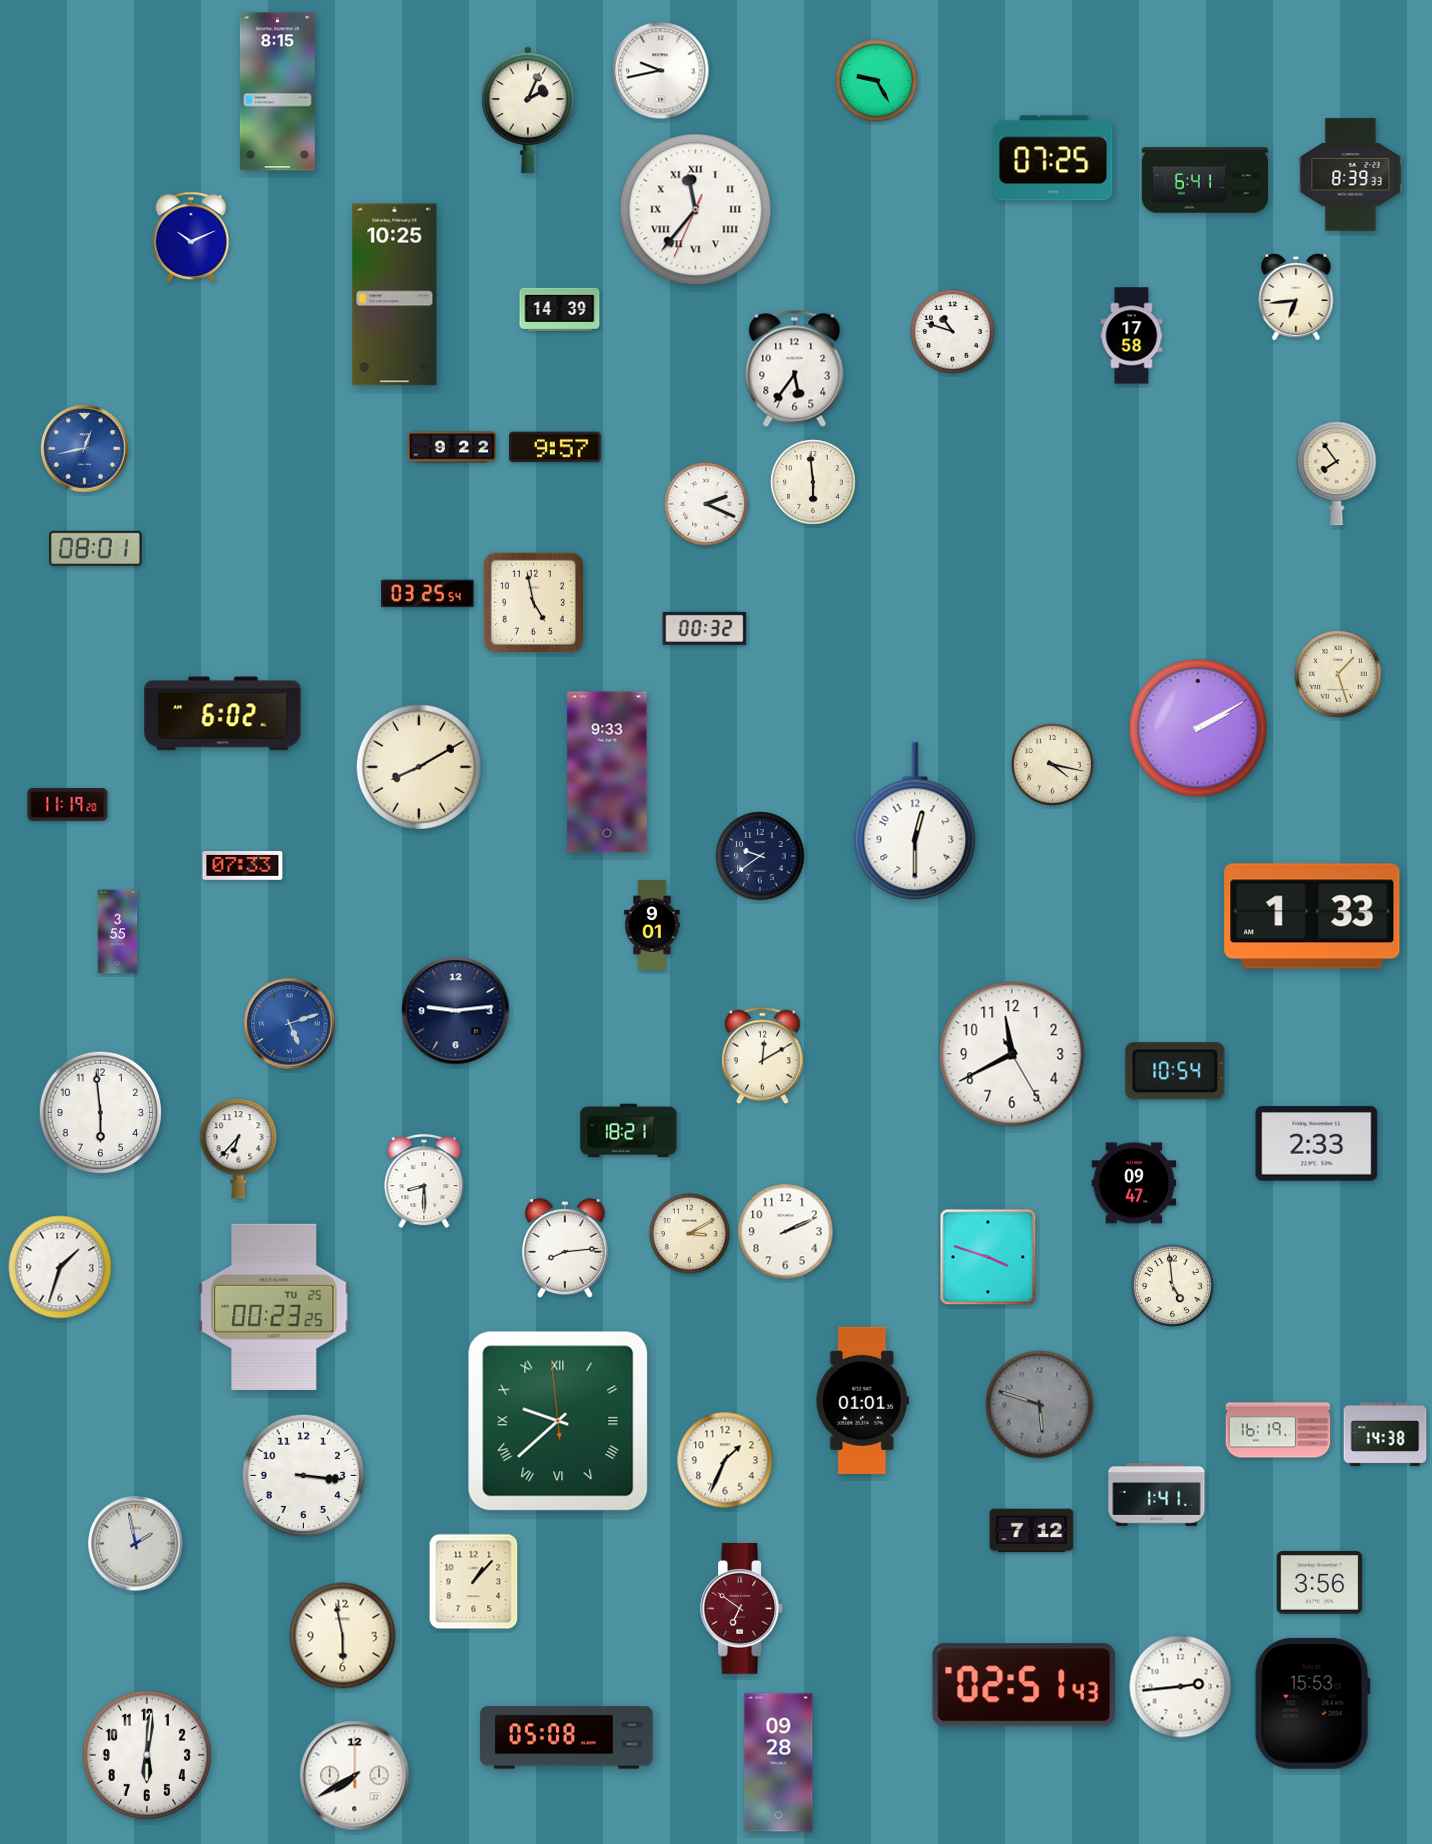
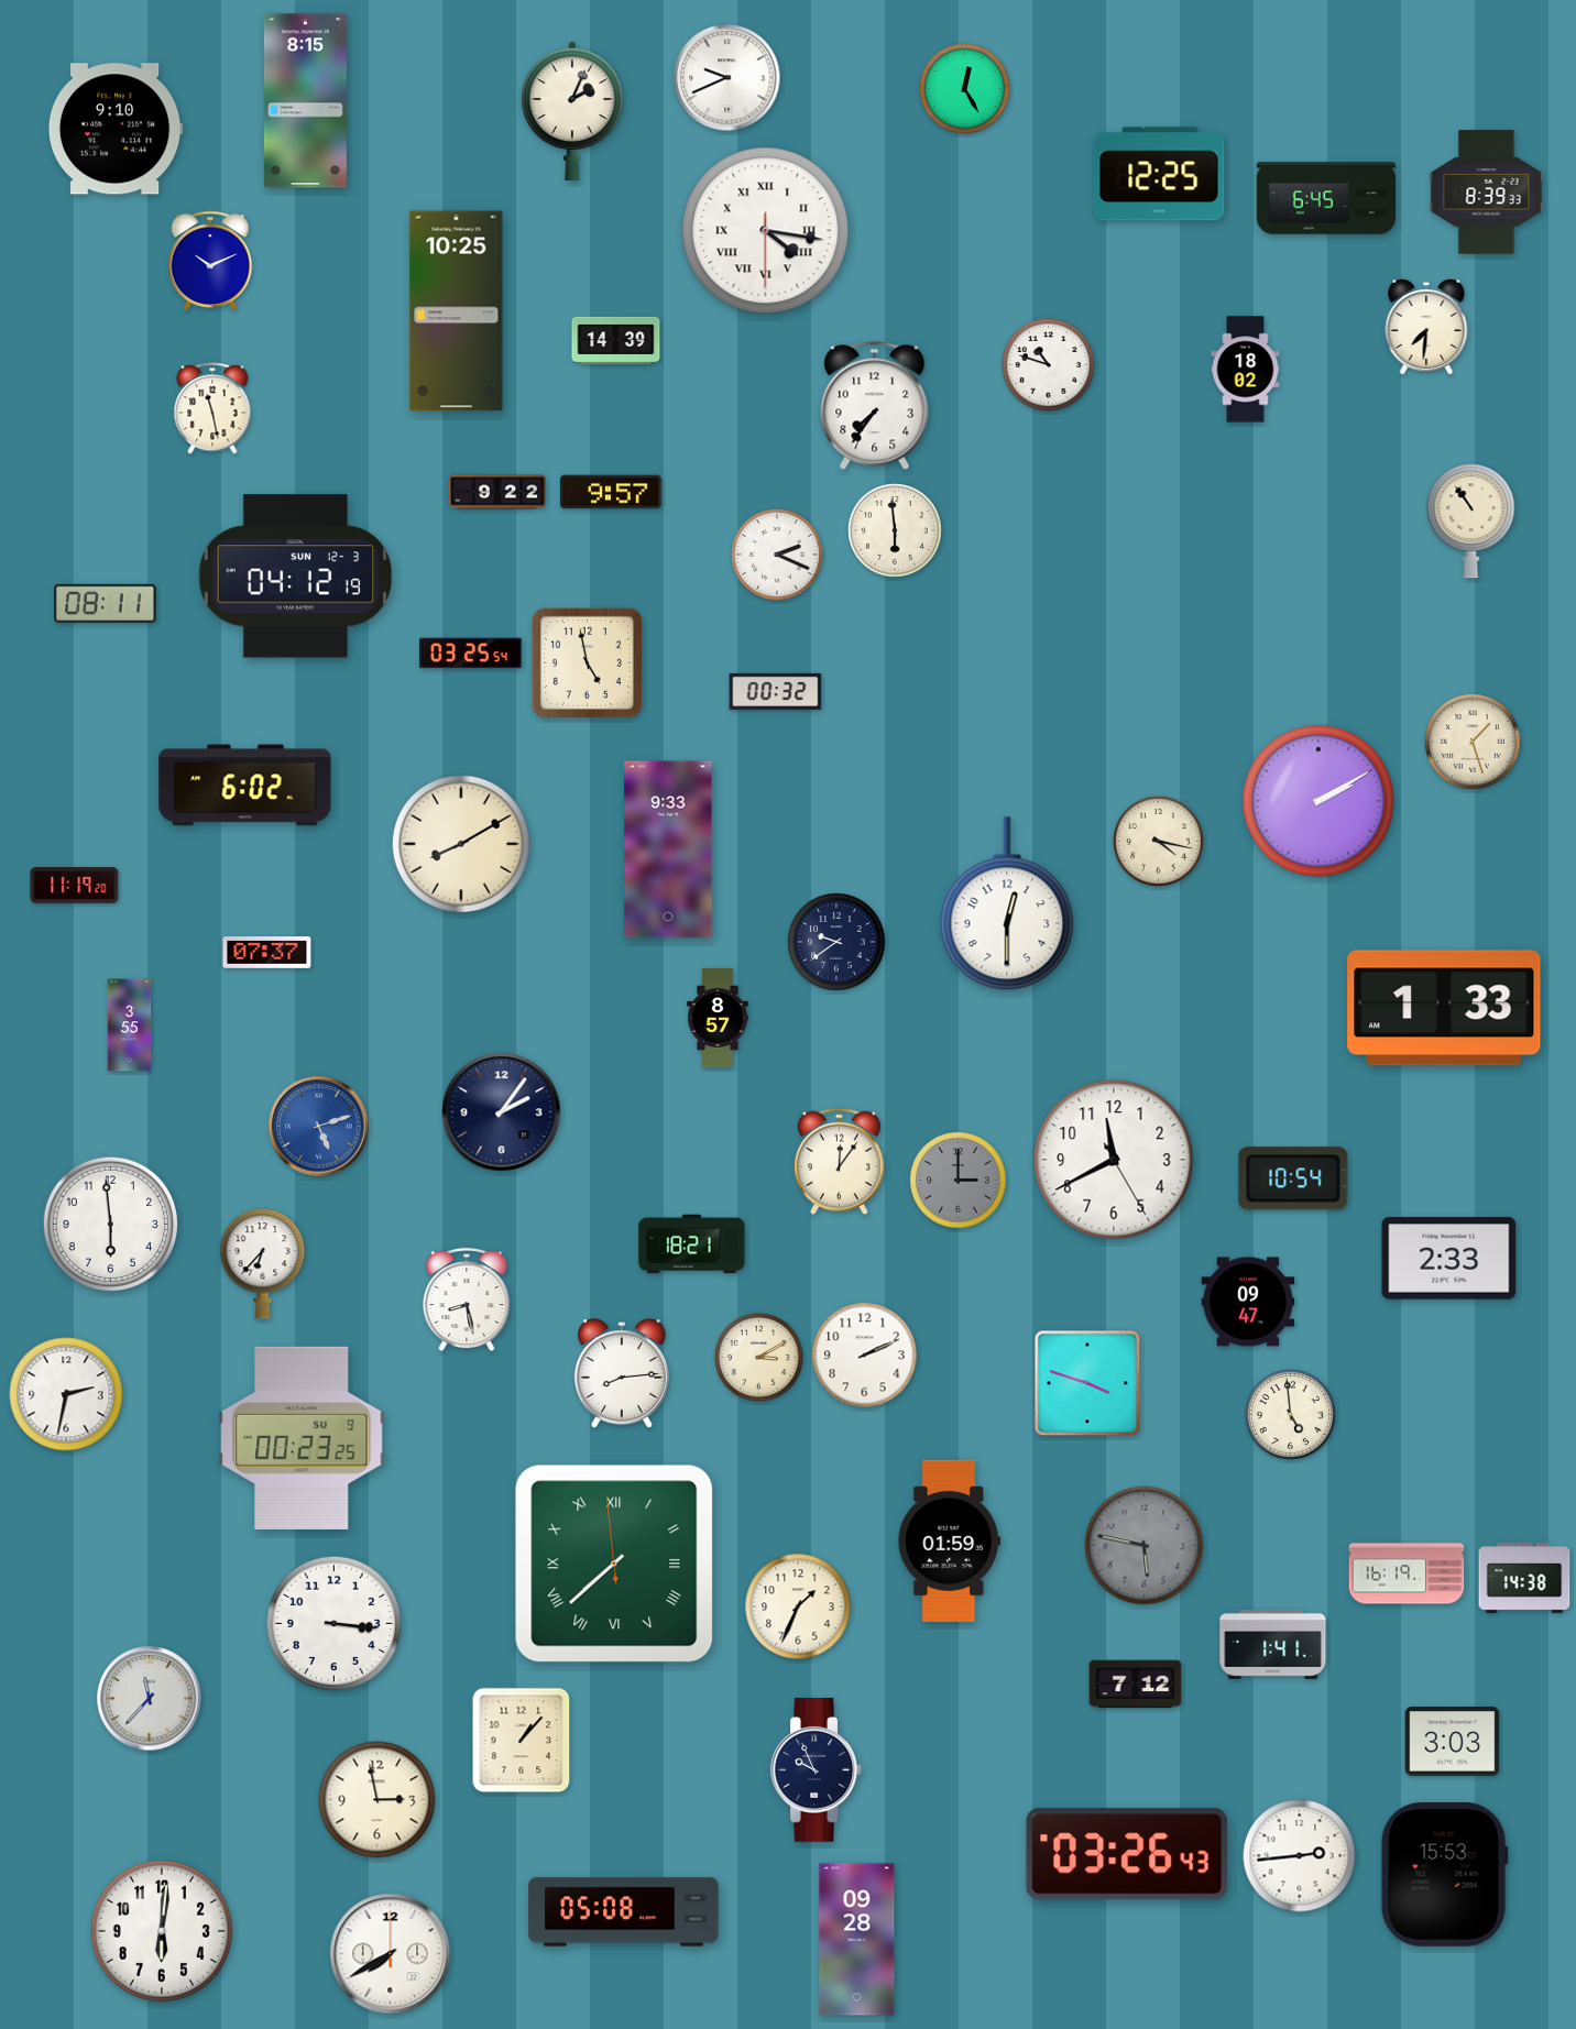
clock at (661, 71): 9:43 -> 9:41
clock at (877, 81): 9:25 -> 12:25
clock at (528, 109) position: (528, 109) -> (572, 110)
clock at (116, 129): none -> 9:10
clock at (1053, 158): 07:25 -> 12:25
clock at (1205, 180): 6:41 -> 6:45
clock at (696, 210): 11:36 -> 4:16
clock at (395, 295) position: (395, 295) -> (457, 311)
clock at (1296, 297): 6:44 -> 7:31
clock at (1132, 336): 17:58 -> 18:02
clock at (795, 368): 5:36 -> 7:36
clock at (212, 408): none -> 11:28
clock at (85, 449): 12:43 -> none
clock at (1337, 474): 7:54 -> 10:54
clock at (296, 577): none -> 04:12
clock at (96, 548): 08:01 -> 08:11
clock at (243, 866): 07:33 -> 07:37
clock at (652, 925): 9:01 -> 8:57
clock at (456, 1011): 9:14 -> 2:06
clock at (763, 1056): 12:10 -> 12:06
clock at (959, 1181): none -> 3:00
clock at (424, 1182): 8:30 -> 8:28
clock at (60, 1267): 1:33 -> 2:32
clock at (274, 1307) date: TU 25 -> SU 9
clock at (863, 1400): 01:01 -> 01:59
clock at (1040, 1405): 5:48 -> 5:47
clock at (558, 1421): 9:37 -> 7:37
clock at (136, 1544): 1:58 -> 11:37
clock at (1320, 1583): 3:56 -> 3:03
clock at (741, 1608): 6:51 -> 9:56
clock at (741, 1608) dial: burgundy -> navy
clock at (343, 1636): 5:58 -> 2:58
clock at (1023, 1685): 02:51 -> 03:26
